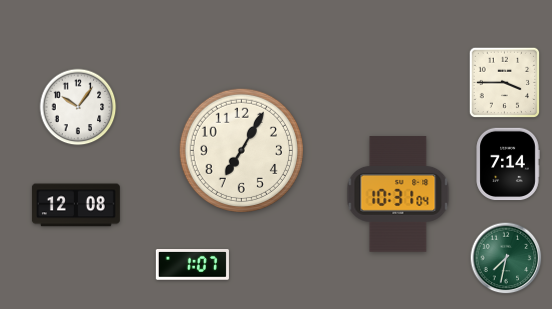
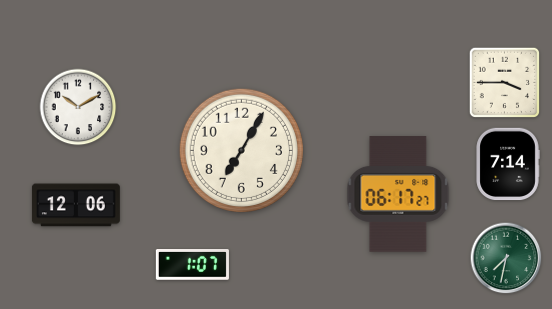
clock at (78, 107): 10:06 -> 10:10
clock at (398, 194): 10:31 -> 06:17
clock at (76, 205): 12:08 -> 12:06
